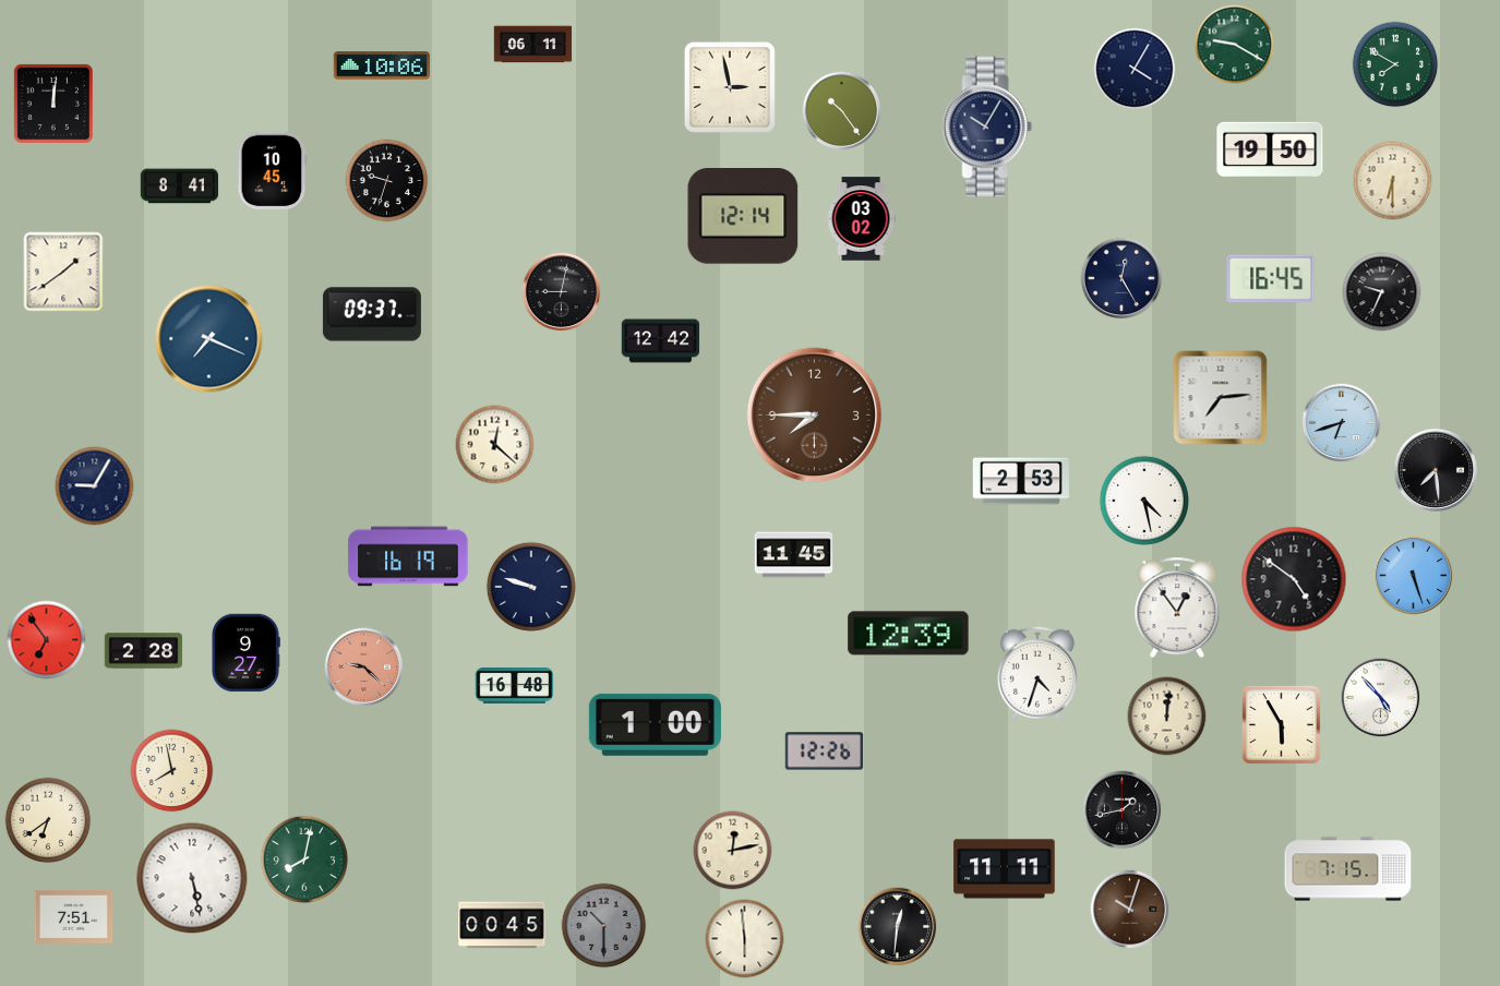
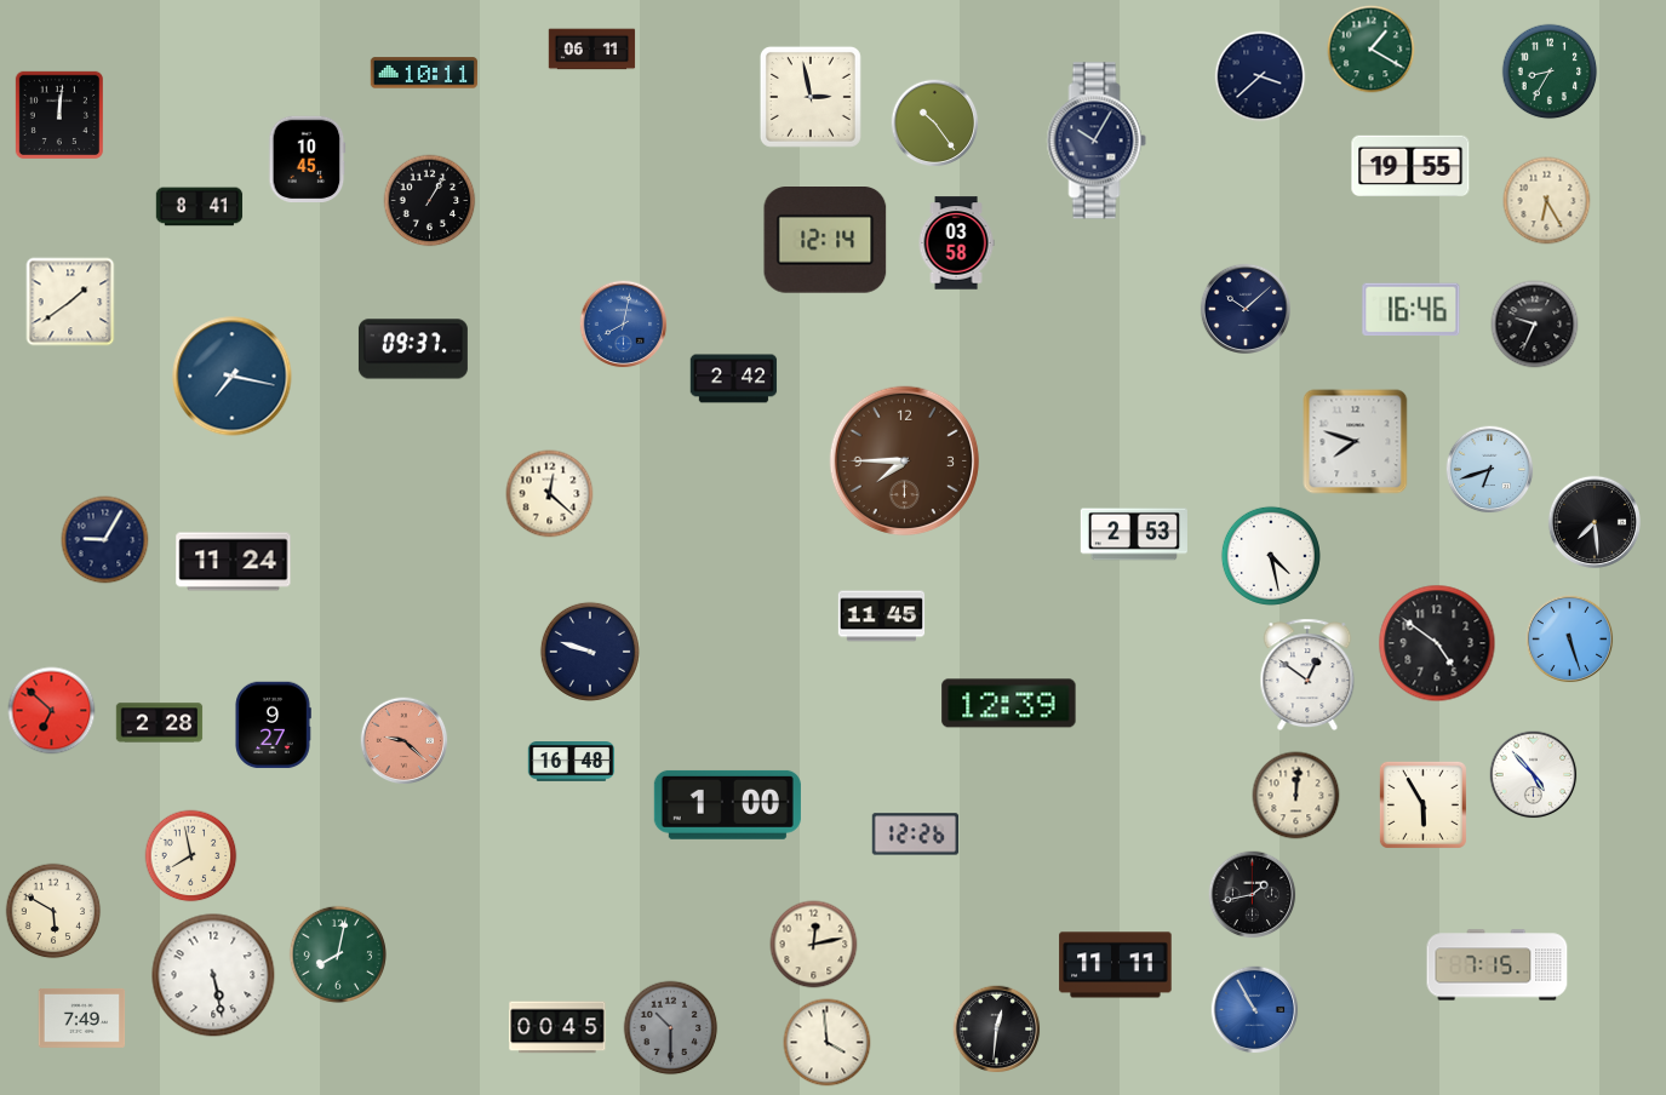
clock at (1235, 45): 9:20 -> 1:20
clock at (1395, 64): 7:50 -> 8:35
clock at (382, 65): 10:06 -> 10:11
clock at (1135, 69): 4:05 -> 3:38
clock at (1270, 149): 19:50 -> 19:55
clock at (273, 171) position: (273, 171) -> (308, 160)
clock at (387, 181): 9:33 -> 1:05
clock at (1393, 181): 6:30 -> 6:25
clock at (861, 219): 03:02 -> 03:58
clock at (1120, 277): 12:25 -> 10:08
clock at (1271, 279): 16:45 -> 16:46
clock at (562, 292): 9:02 -> 8:02
clock at (562, 292) dial: black -> blue
clock at (209, 339): 7:19 -> 7:17
clock at (661, 341): 12:42 -> 2:42
clock at (1221, 398): 7:14 -> 7:48
clock at (234, 562): none -> 11:24
clock at (408, 556): 16:19 -> none
clock at (1177, 608): 12:54 -> 12:51
clock at (47, 640): 6:54 -> 6:52
clock at (1037, 674): 4:33 -> none
clock at (1123, 810) position: (1123, 810) -> (1253, 895)
clock at (48, 820): 6:39 -> 5:50
clock at (1130, 910): 10:03 -> 10:55
clock at (1130, 910) dial: brown -> blue
clock at (74, 916): 7:51 -> 7:49
clock at (745, 939): 5:59 -> 3:59
